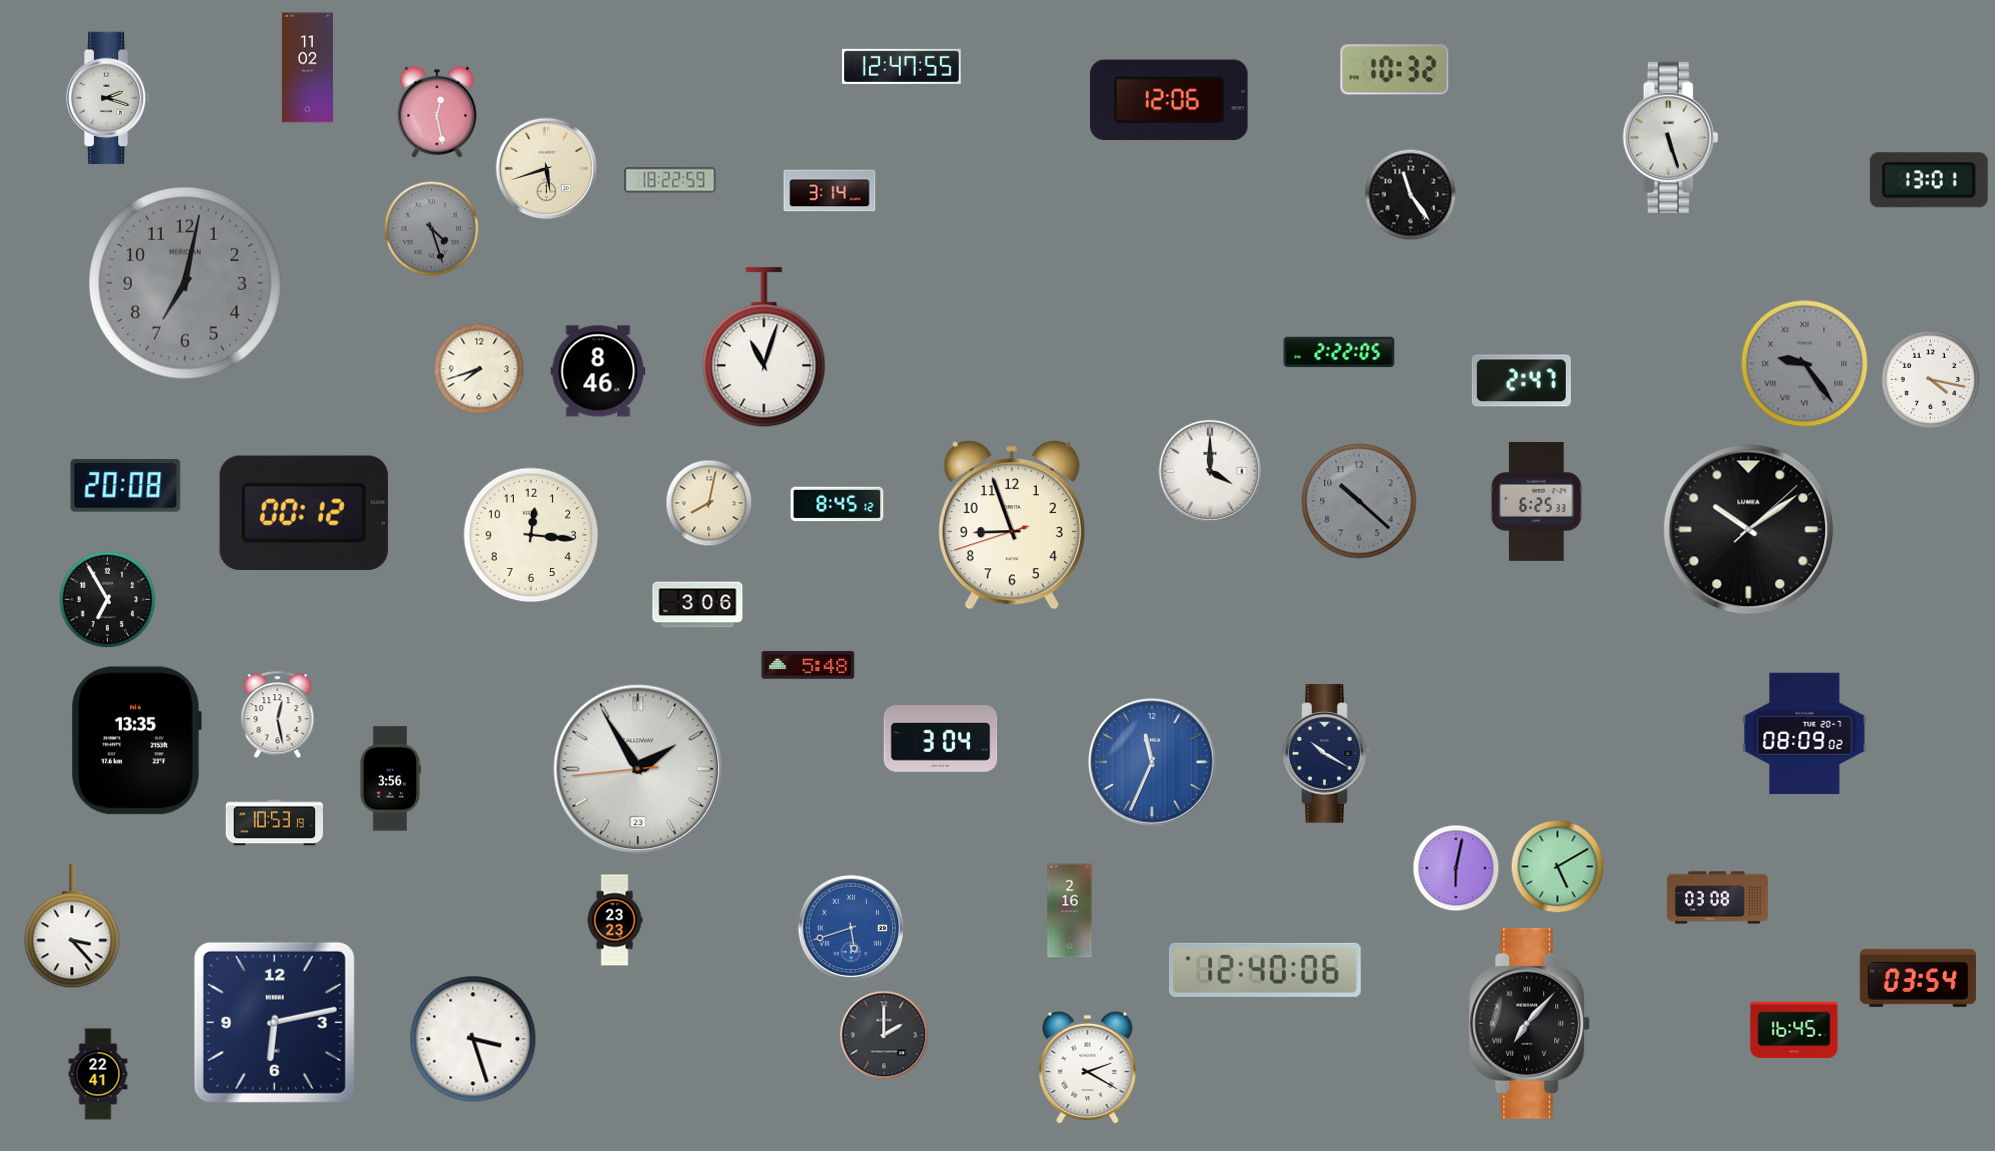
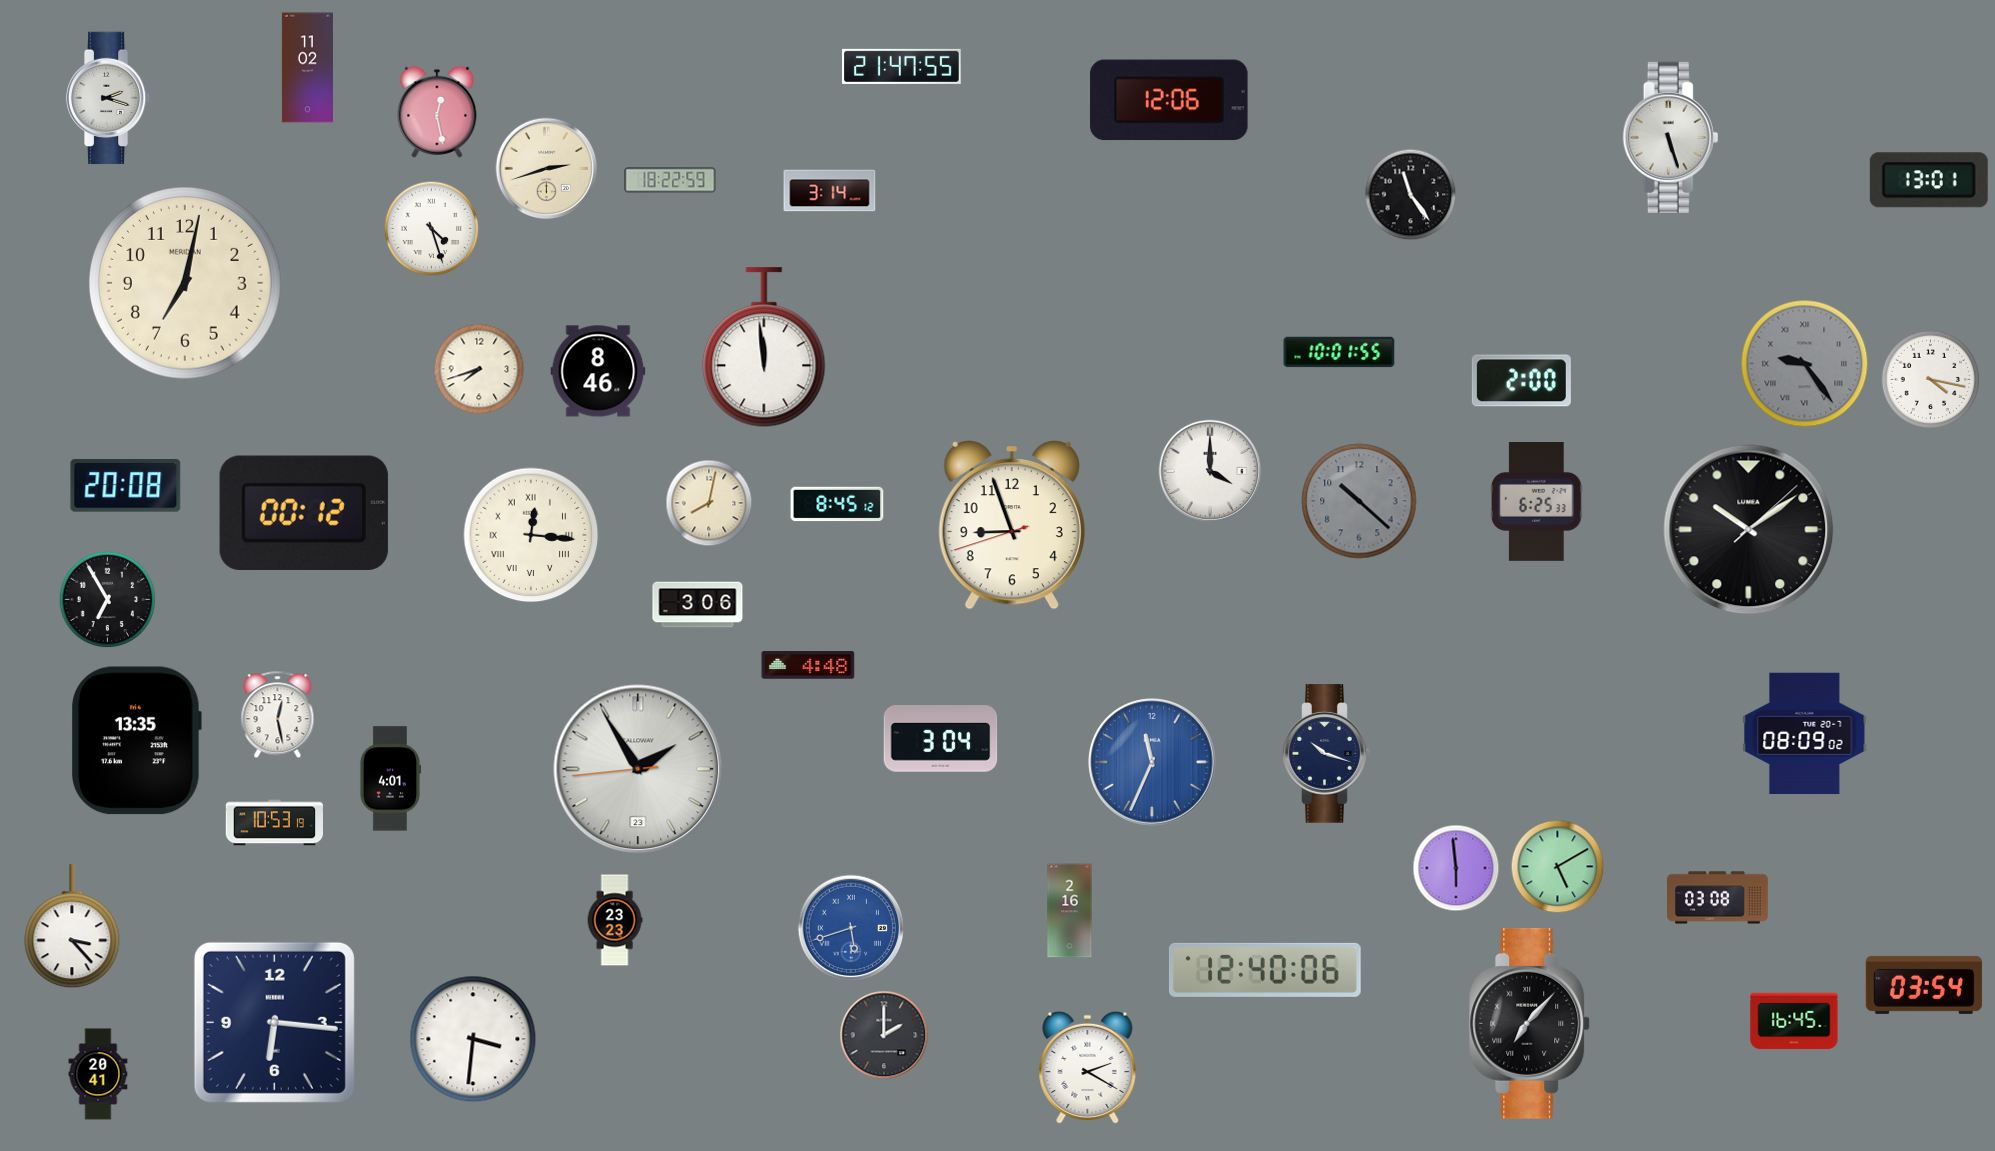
clock at (902, 66): 12:47 -> 21:47
clock at (1395, 70): 10:32 -> none
clock at (547, 169): 5:42 -> 2:42
clock at (432, 229) dial: grey -> white
clock at (185, 283) dial: grey -> cream
clock at (764, 348): 11:03 -> 11:59
clock at (1339, 352): 2:22 -> 10:01
clock at (1521, 381): 2:47 -> 2:00
clock at (531, 535) numerals: Arabic -> Roman
clock at (808, 665): 5:48 -> 4:48
clock at (1327, 754): 10:20 -> 10:18
clock at (389, 779): 3:56 -> 4:01
clock at (1456, 868): 6:02 -> 5:59
clock at (1918, 978) position: (1918, 978) -> (1924, 985)
clock at (274, 1022): 6:13 -> 6:16
clock at (1794, 1030) position: (1794, 1030) -> (1794, 1021)
clock at (473, 1039): 3:27 -> 3:31
clock at (98, 1074): 22:41 -> 20:41
